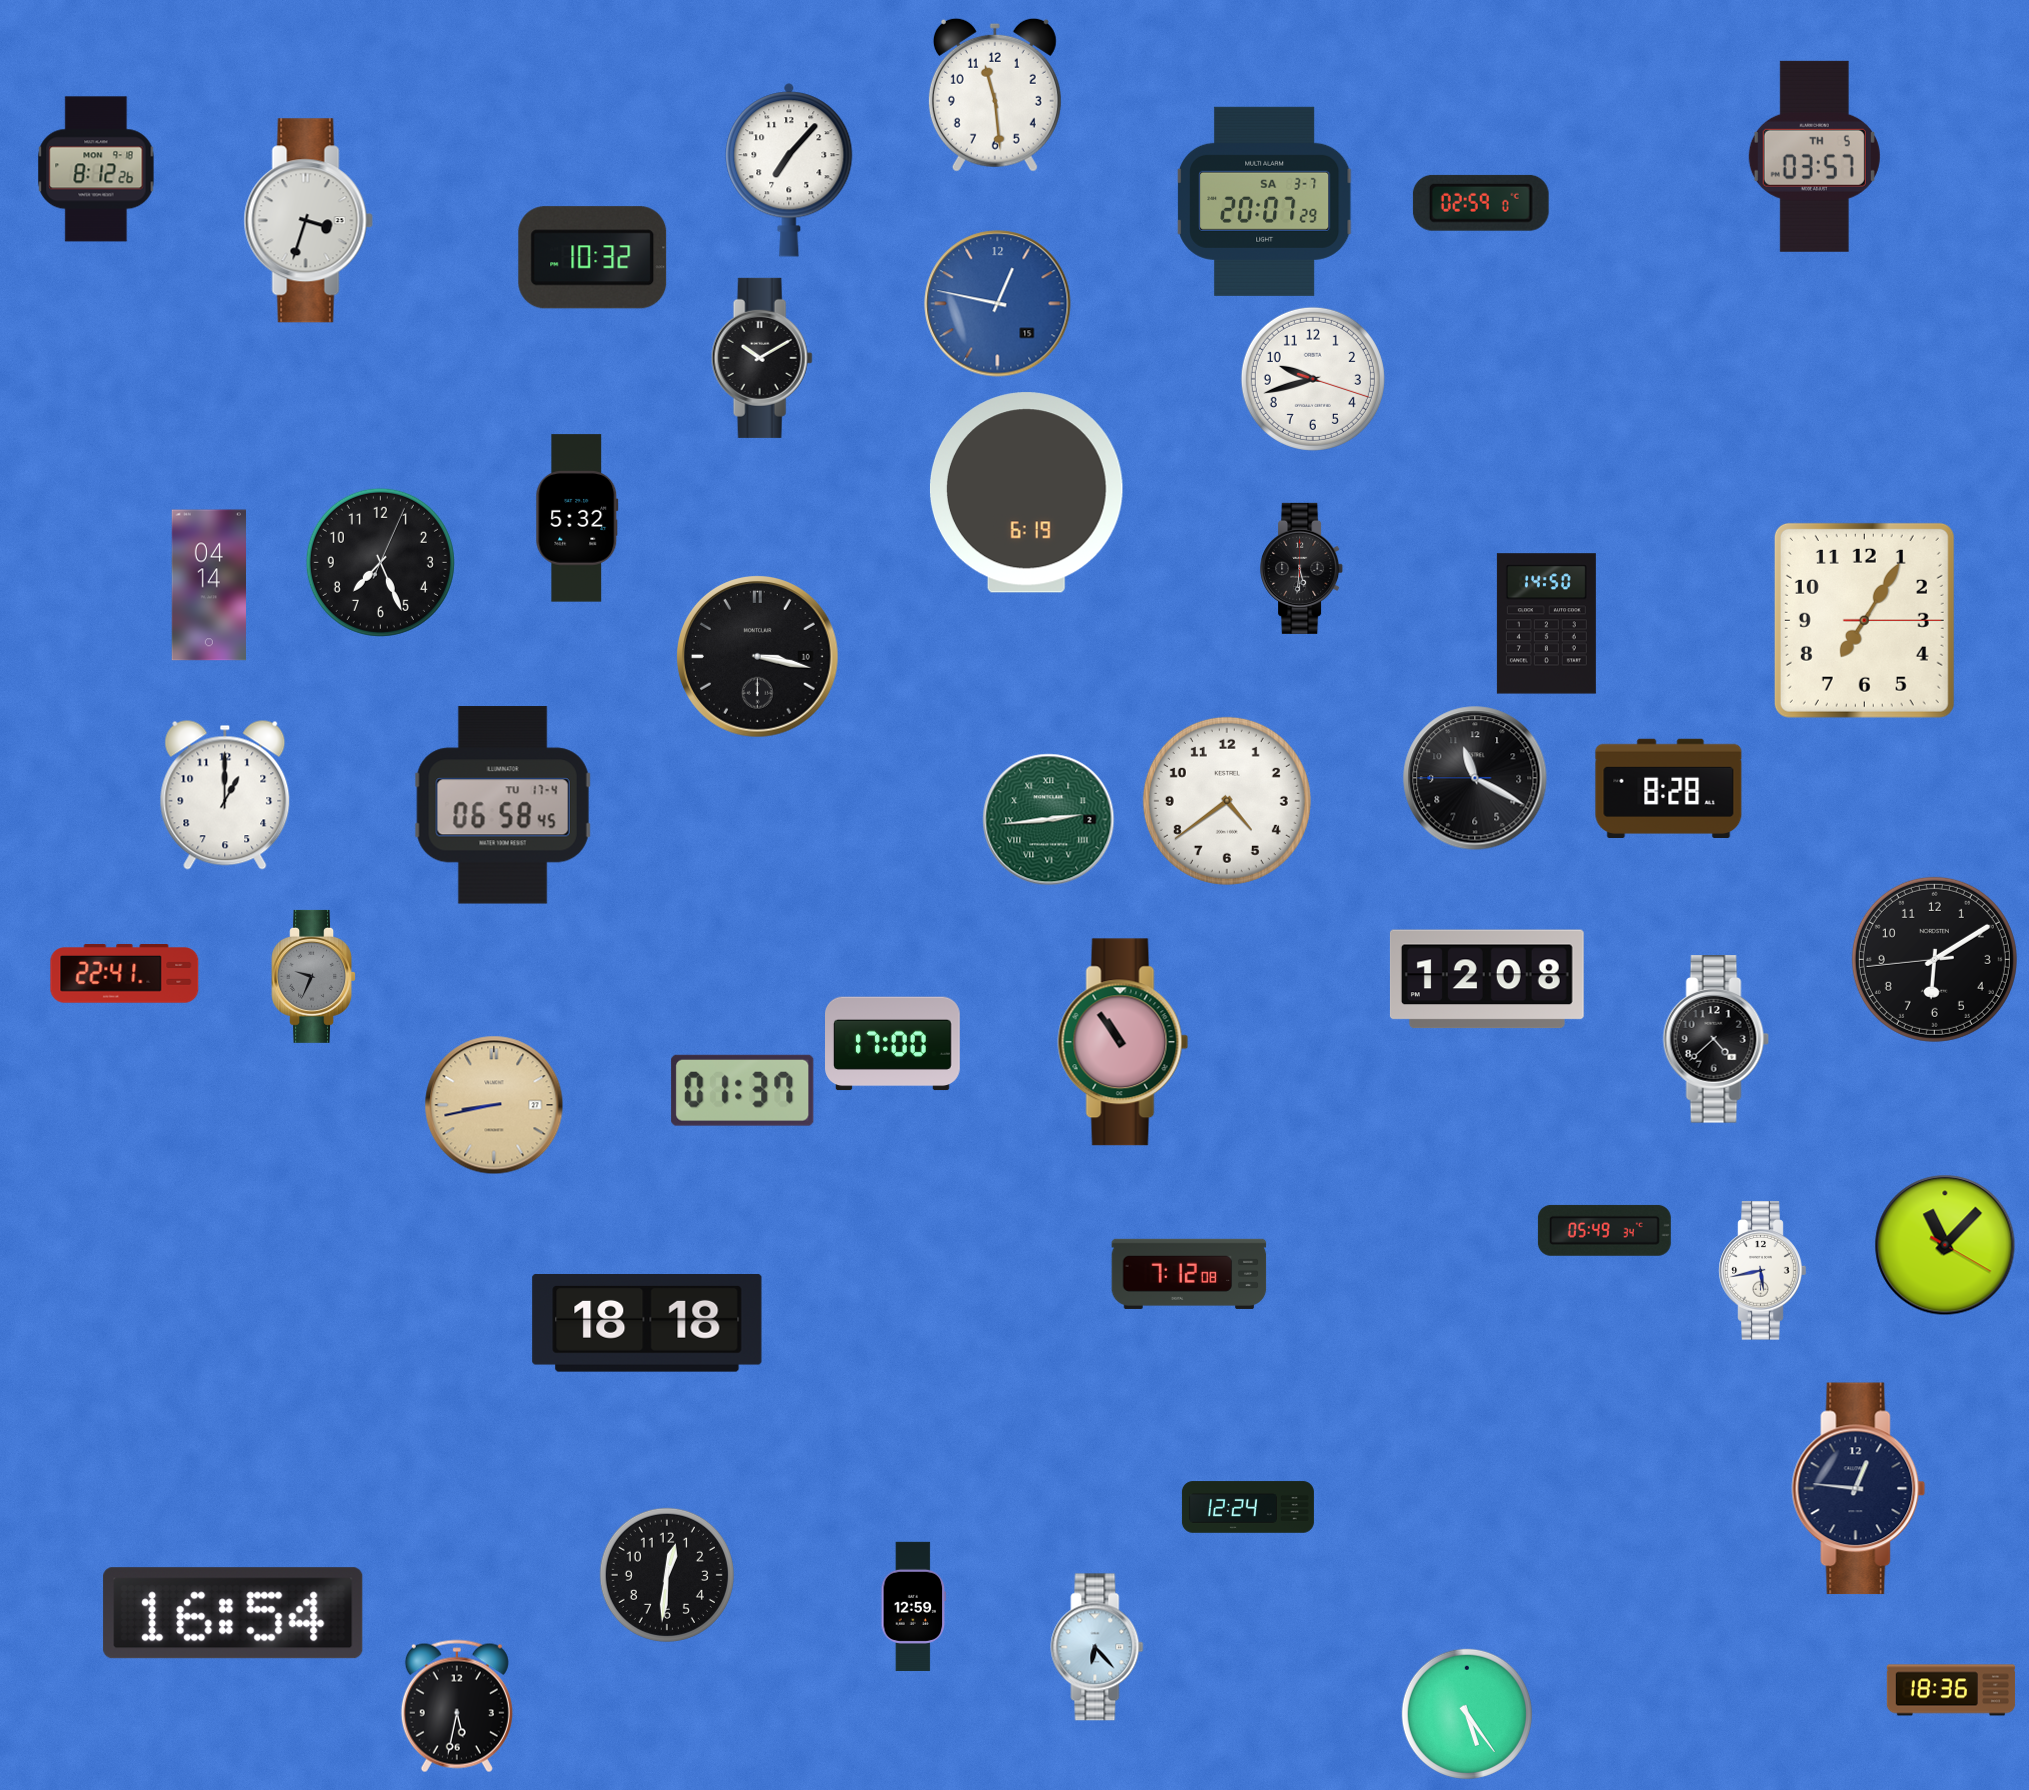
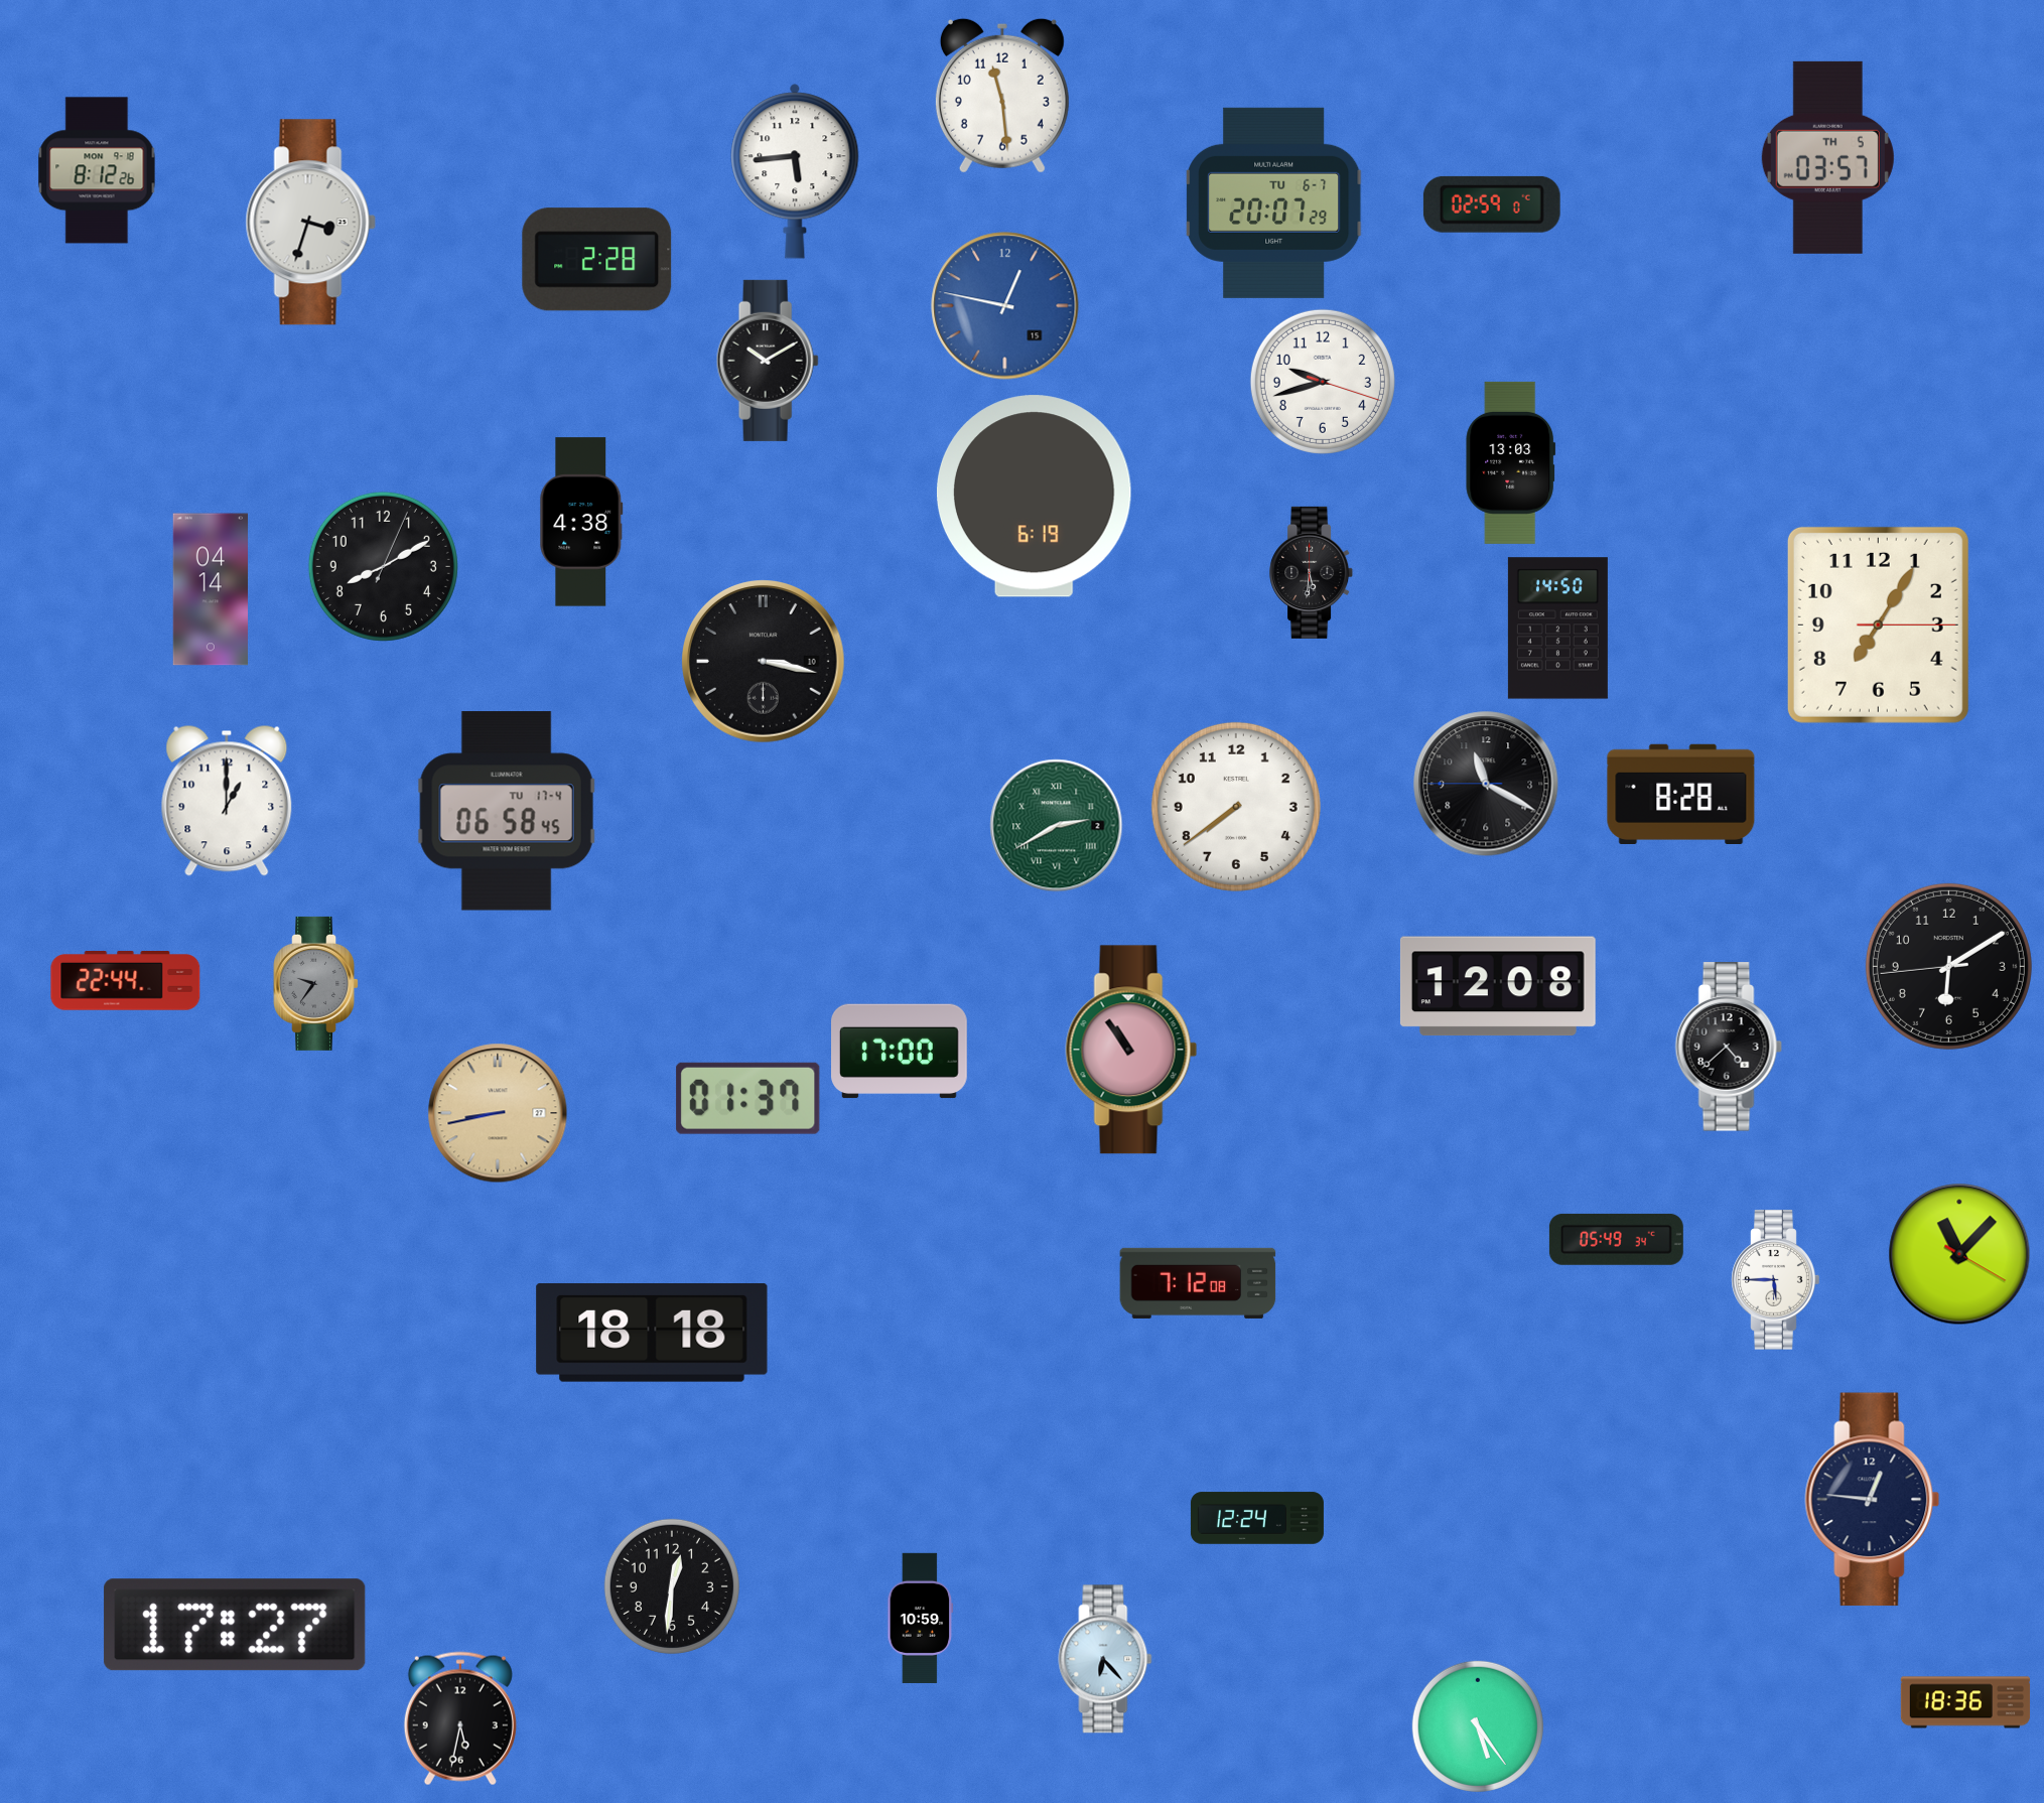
clock at (789, 170): 7:07 -> 5:44
clock at (1265, 201) date: SA 3-7 -> TU 6-7
clock at (593, 258): 10:32 -> 2:28
clock at (1511, 462): none -> 13:03
clock at (577, 518): 5:32 -> 4:38
clock at (380, 562): 7:26 -> 8:10
clock at (1227, 801): 4:39 -> 7:39
clock at (1049, 820): 2:44 -> 2:40
clock at (125, 974): 22:41 -> 22:44
clock at (314, 976): 9:34 -> 9:36
clock at (1763, 1271): 5:43 -> 5:45
clock at (914, 1606): 12:59 -> 10:59
clock at (233, 1613): 16:54 -> 17:27
